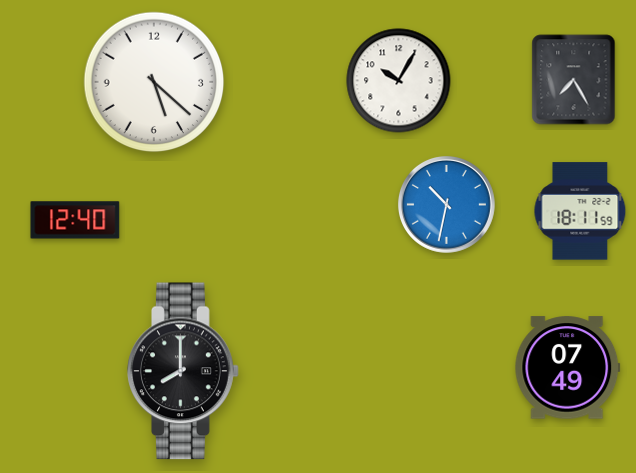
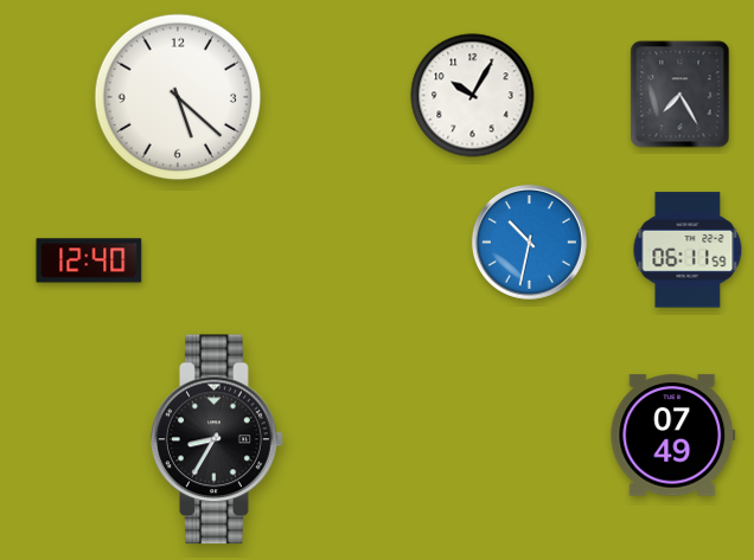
clock at (154, 82) position: (154, 82) -> (178, 97)
clock at (580, 211): 18:11 -> 06:11
clock at (183, 371): 8:00 -> 8:35
